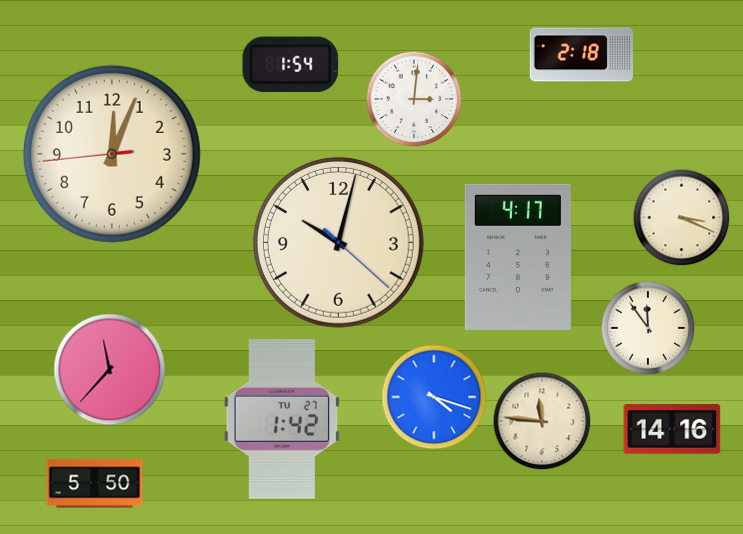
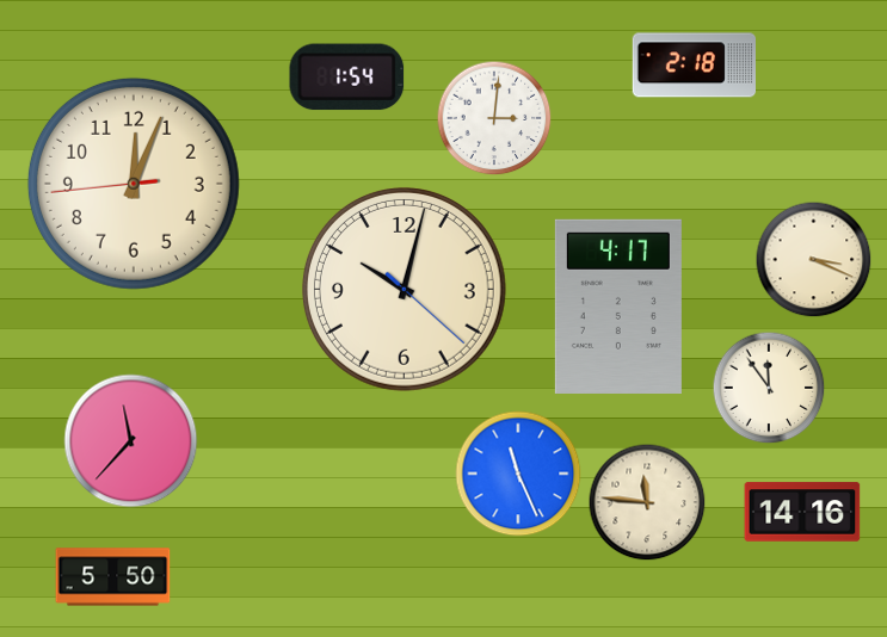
clock at (648, 328) position: (648, 328) -> (769, 388)
clock at (434, 397): 4:18 -> 11:26
clock at (282, 419): 1:42 -> none
